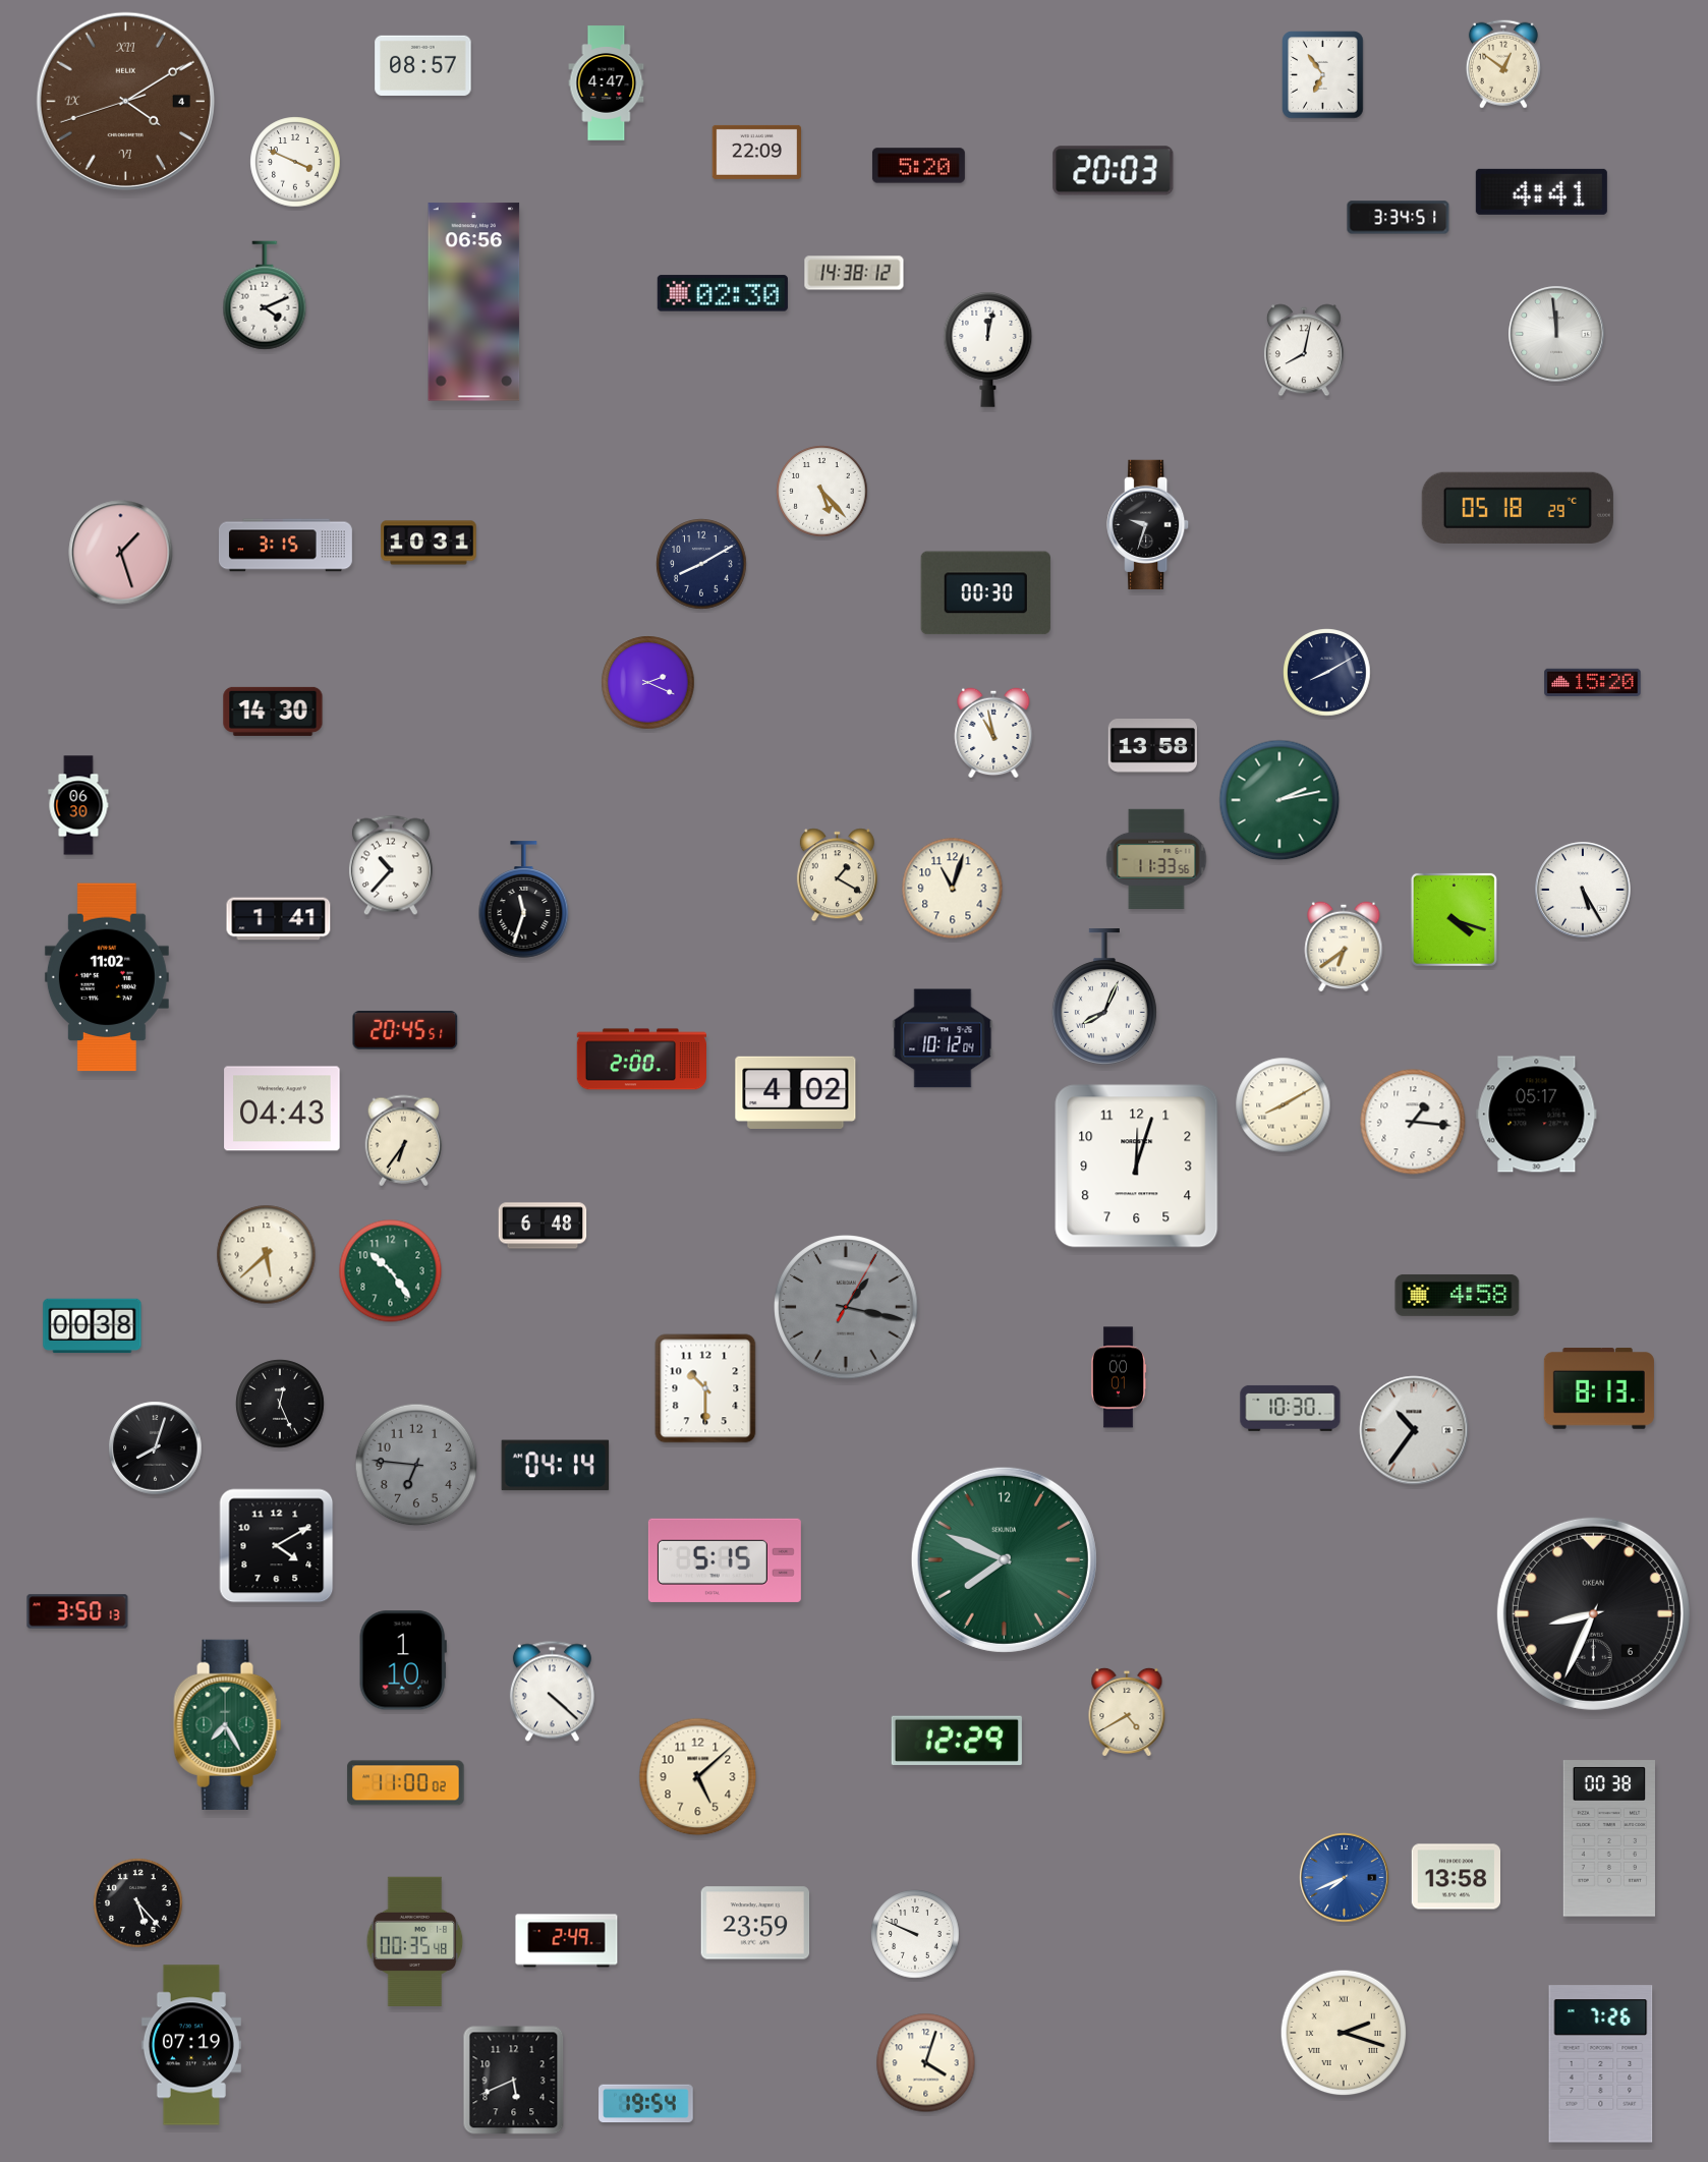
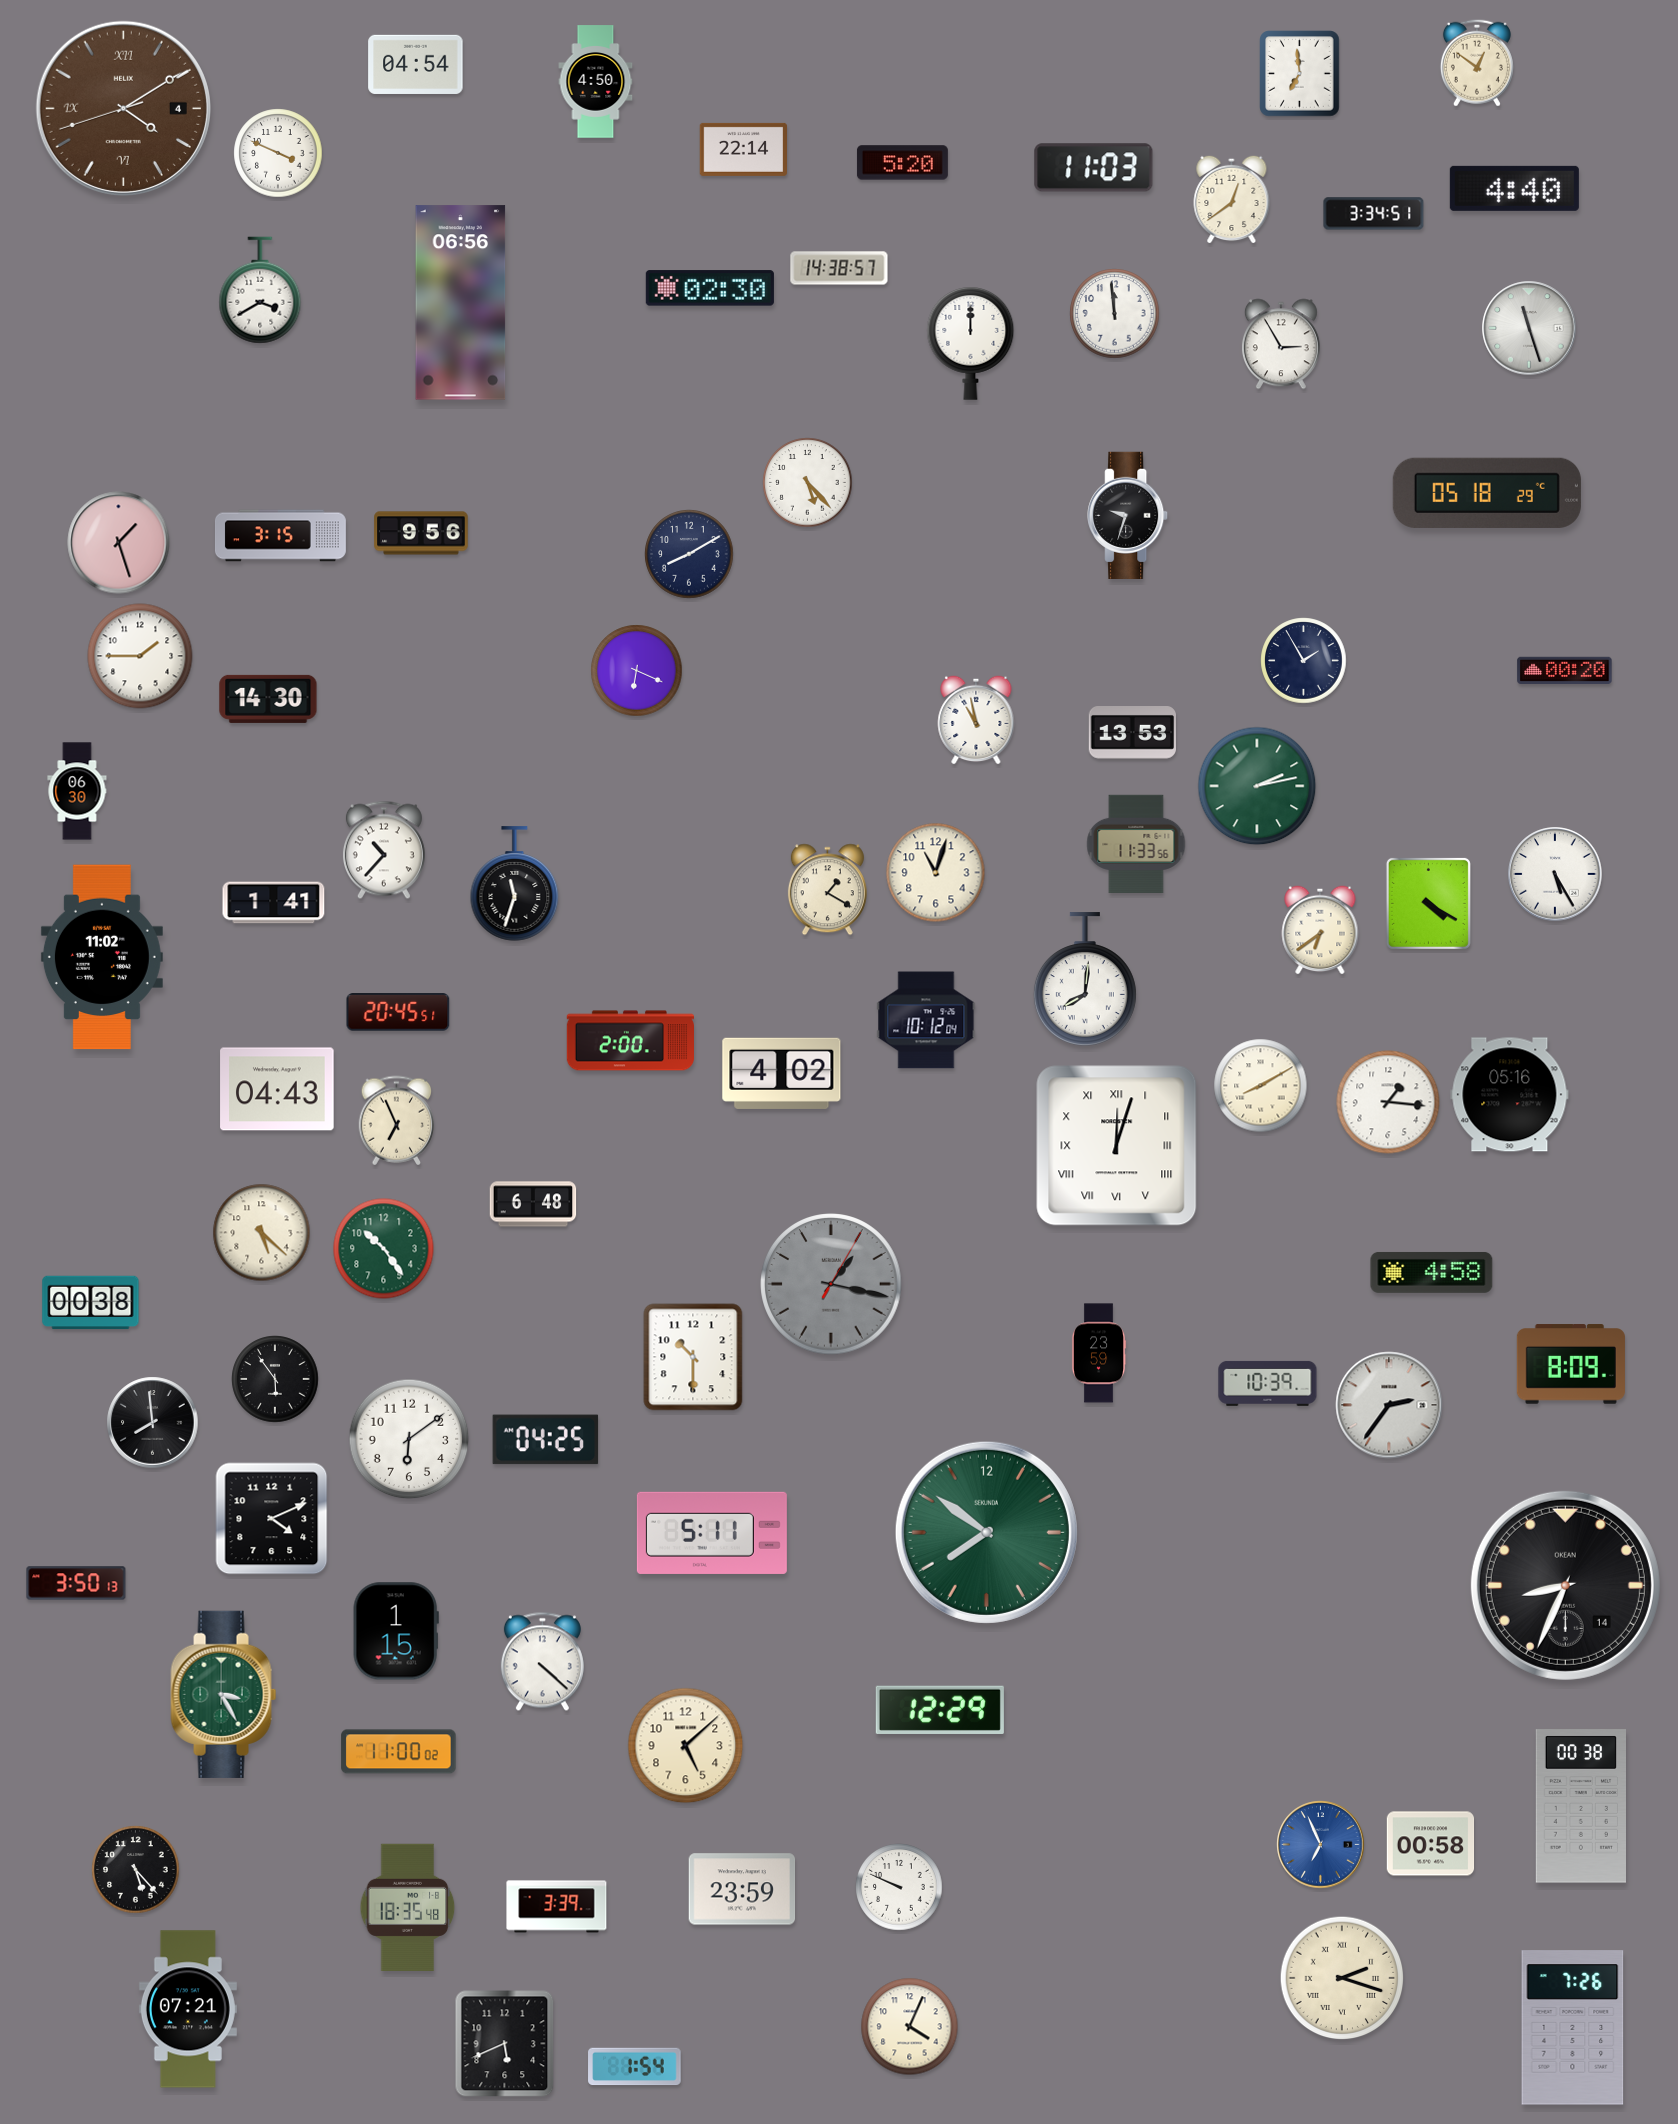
clock at (423, 65): 08:57 -> 04:54
clock at (1323, 75): 6:54 -> 6:59
clock at (607, 83): 4:47 -> 4:50
clock at (125, 101) position: (125, 101) -> (123, 108)
clock at (757, 152): 22:09 -> 22:14
clock at (295, 162) position: (295, 162) -> (278, 153)
clock at (1114, 171): 20:03 -> 11:03
clock at (1541, 191): 4:41 -> 4:40
clock at (1232, 199): none -> 12:39
clock at (854, 273): 14:38:12 -> 14:38:57
clock at (265, 295): 4:11 -> 3:40
clock at (474, 302) position: (474, 302) -> (461, 303)
clock at (1115, 314): none -> 11:59
clock at (1556, 334): 11:59 -> 11:27
clock at (988, 350): 12:02 -> 12:00
clock at (1304, 350): 8:02 -> 2:55
clock at (1518, 508) position: (1518, 508) -> (1487, 493)
clock at (429, 543): 10:31 -> 9:56
clock at (985, 593): 00:30 -> none
clock at (140, 656): none -> 1:45
clock at (1327, 673): 8:10 -> 1:55
clock at (648, 683): 2:19 -> 6:19
clock at (1593, 683): 15:20 -> 00:20
clock at (1152, 746): 13:58 -> 13:53
clock at (837, 875) position: (837, 875) -> (827, 890)
clock at (1454, 919): 4:18 -> 4:20
clock at (107, 977) position: (107, 977) -> (102, 957)
clock at (1104, 997): 8:04 -> 8:01
clock at (1537, 1115): 05:17 -> 05:16
clock at (404, 1141): 6:36 -> 6:56
clock at (1137, 1167) numerals: Arabic -> Roman
clock at (267, 1255): 5:38 -> 5:22
clock at (1119, 1377): 00:01 -> 23:59
clock at (705, 1388) position: (705, 1388) -> (693, 1357)
clock at (1599, 1388): 8:13 -> 8:09
clock at (280, 1404): 12:26 -> 5:54
clock at (1291, 1408): 10:30 -> 10:39
clock at (1414, 1430): 10:36 -> 2:36
clock at (156, 1448): 8:03 -> 7:59
clock at (416, 1465): 6:46 -> 6:09
clock at (416, 1465) dial: grey -> white
clock at (556, 1466): 04:14 -> 04:25
clock at (277, 1546): 4:10 -> 4:11
clock at (1004, 1559): 7:49 -> 7:51
clock at (725, 1560): 5:15 -> 5:11
clock at (1593, 1613) date: 6 -> 14
clock at (403, 1660): 1:10 -> 1:15
clock at (1127, 1711): 4:40 -> none
clock at (228, 1724): 7:25 -> 3:25
clock at (1457, 1877): 13:58 -> 00:58
clock at (1345, 1878): 7:41 -> 6:56
clock at (915, 1934) position: (915, 1934) -> (899, 1887)
clock at (415, 1941): 00:35 -> 18:35
clock at (567, 1941): 2:49 -> 3:39
clock at (1344, 2033) position: (1344, 2033) -> (1342, 1978)
clock at (191, 2045): 07:19 -> 07:21
clock at (926, 2063): 4:03 -> 4:04
clock at (646, 2104): 19:54 -> 1:54
